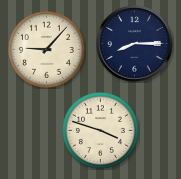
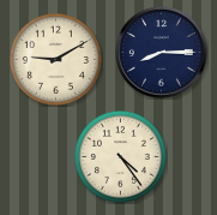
clock at (46, 49): 9:07 -> 9:10
clock at (100, 130): 3:48 -> 4:24
